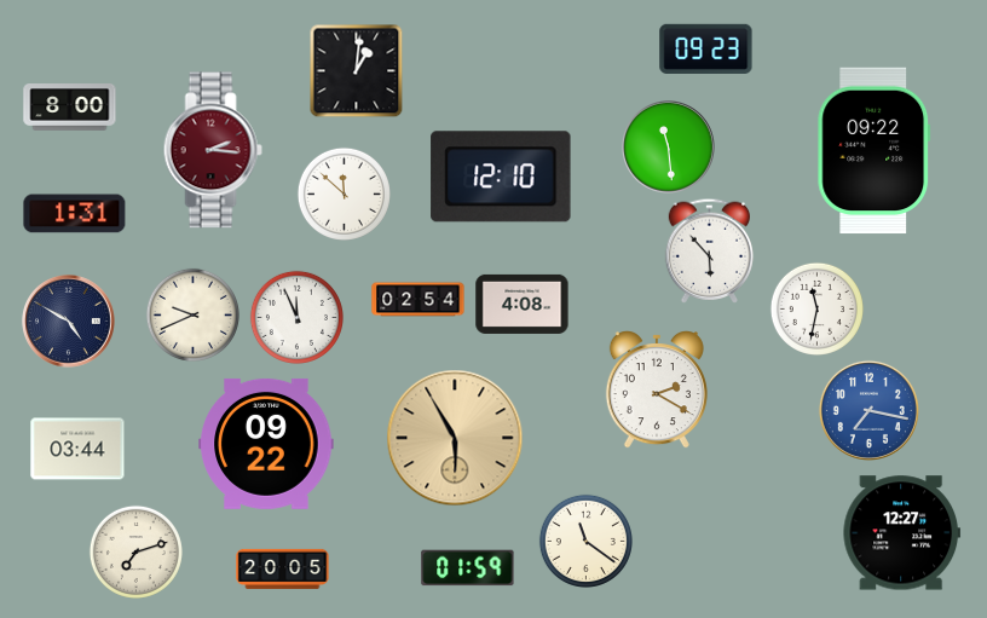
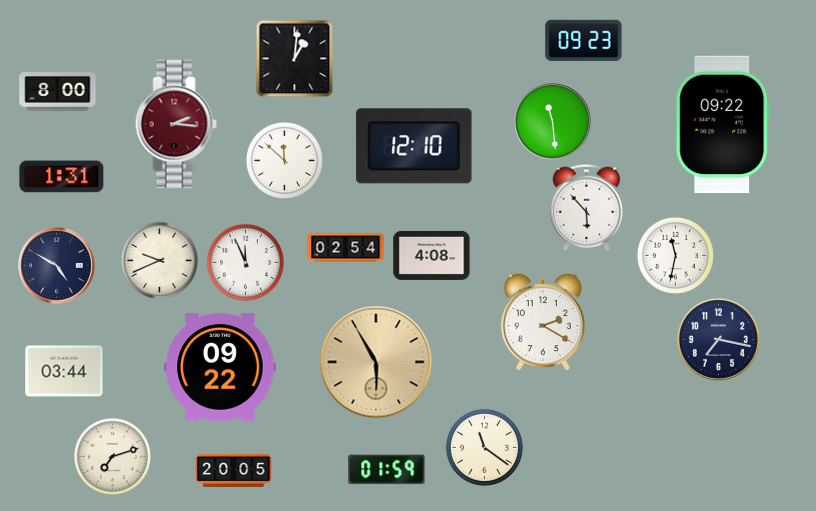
clock at (70, 108) position: (70, 108) -> (58, 92)
clock at (523, 304) position: (523, 304) -> (432, 255)
clock at (868, 410) dial: blue -> navy
clock at (902, 533): 12:27 -> none
